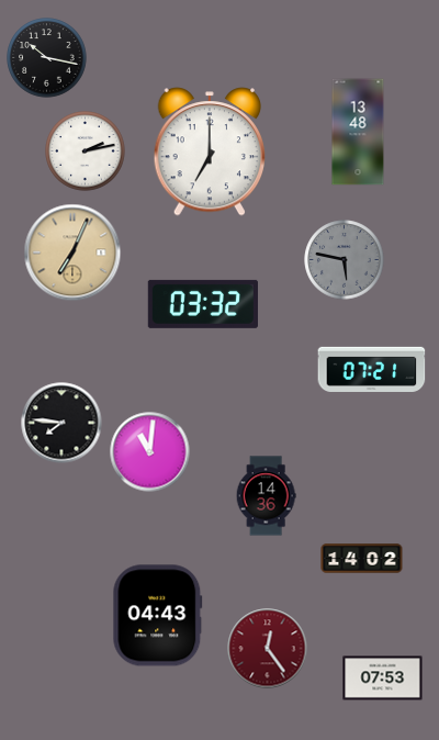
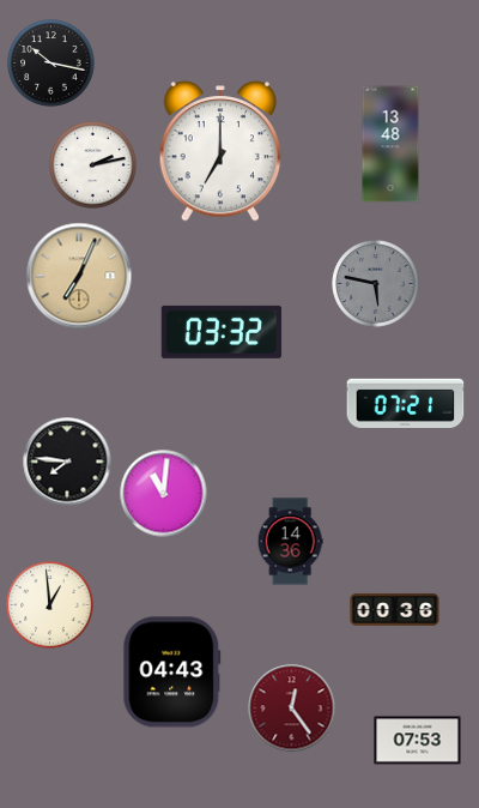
clock at (210, 152) position: (210, 152) -> (220, 151)
clock at (50, 605): none -> 12:59
clock at (362, 559): 14:02 -> 00:36
